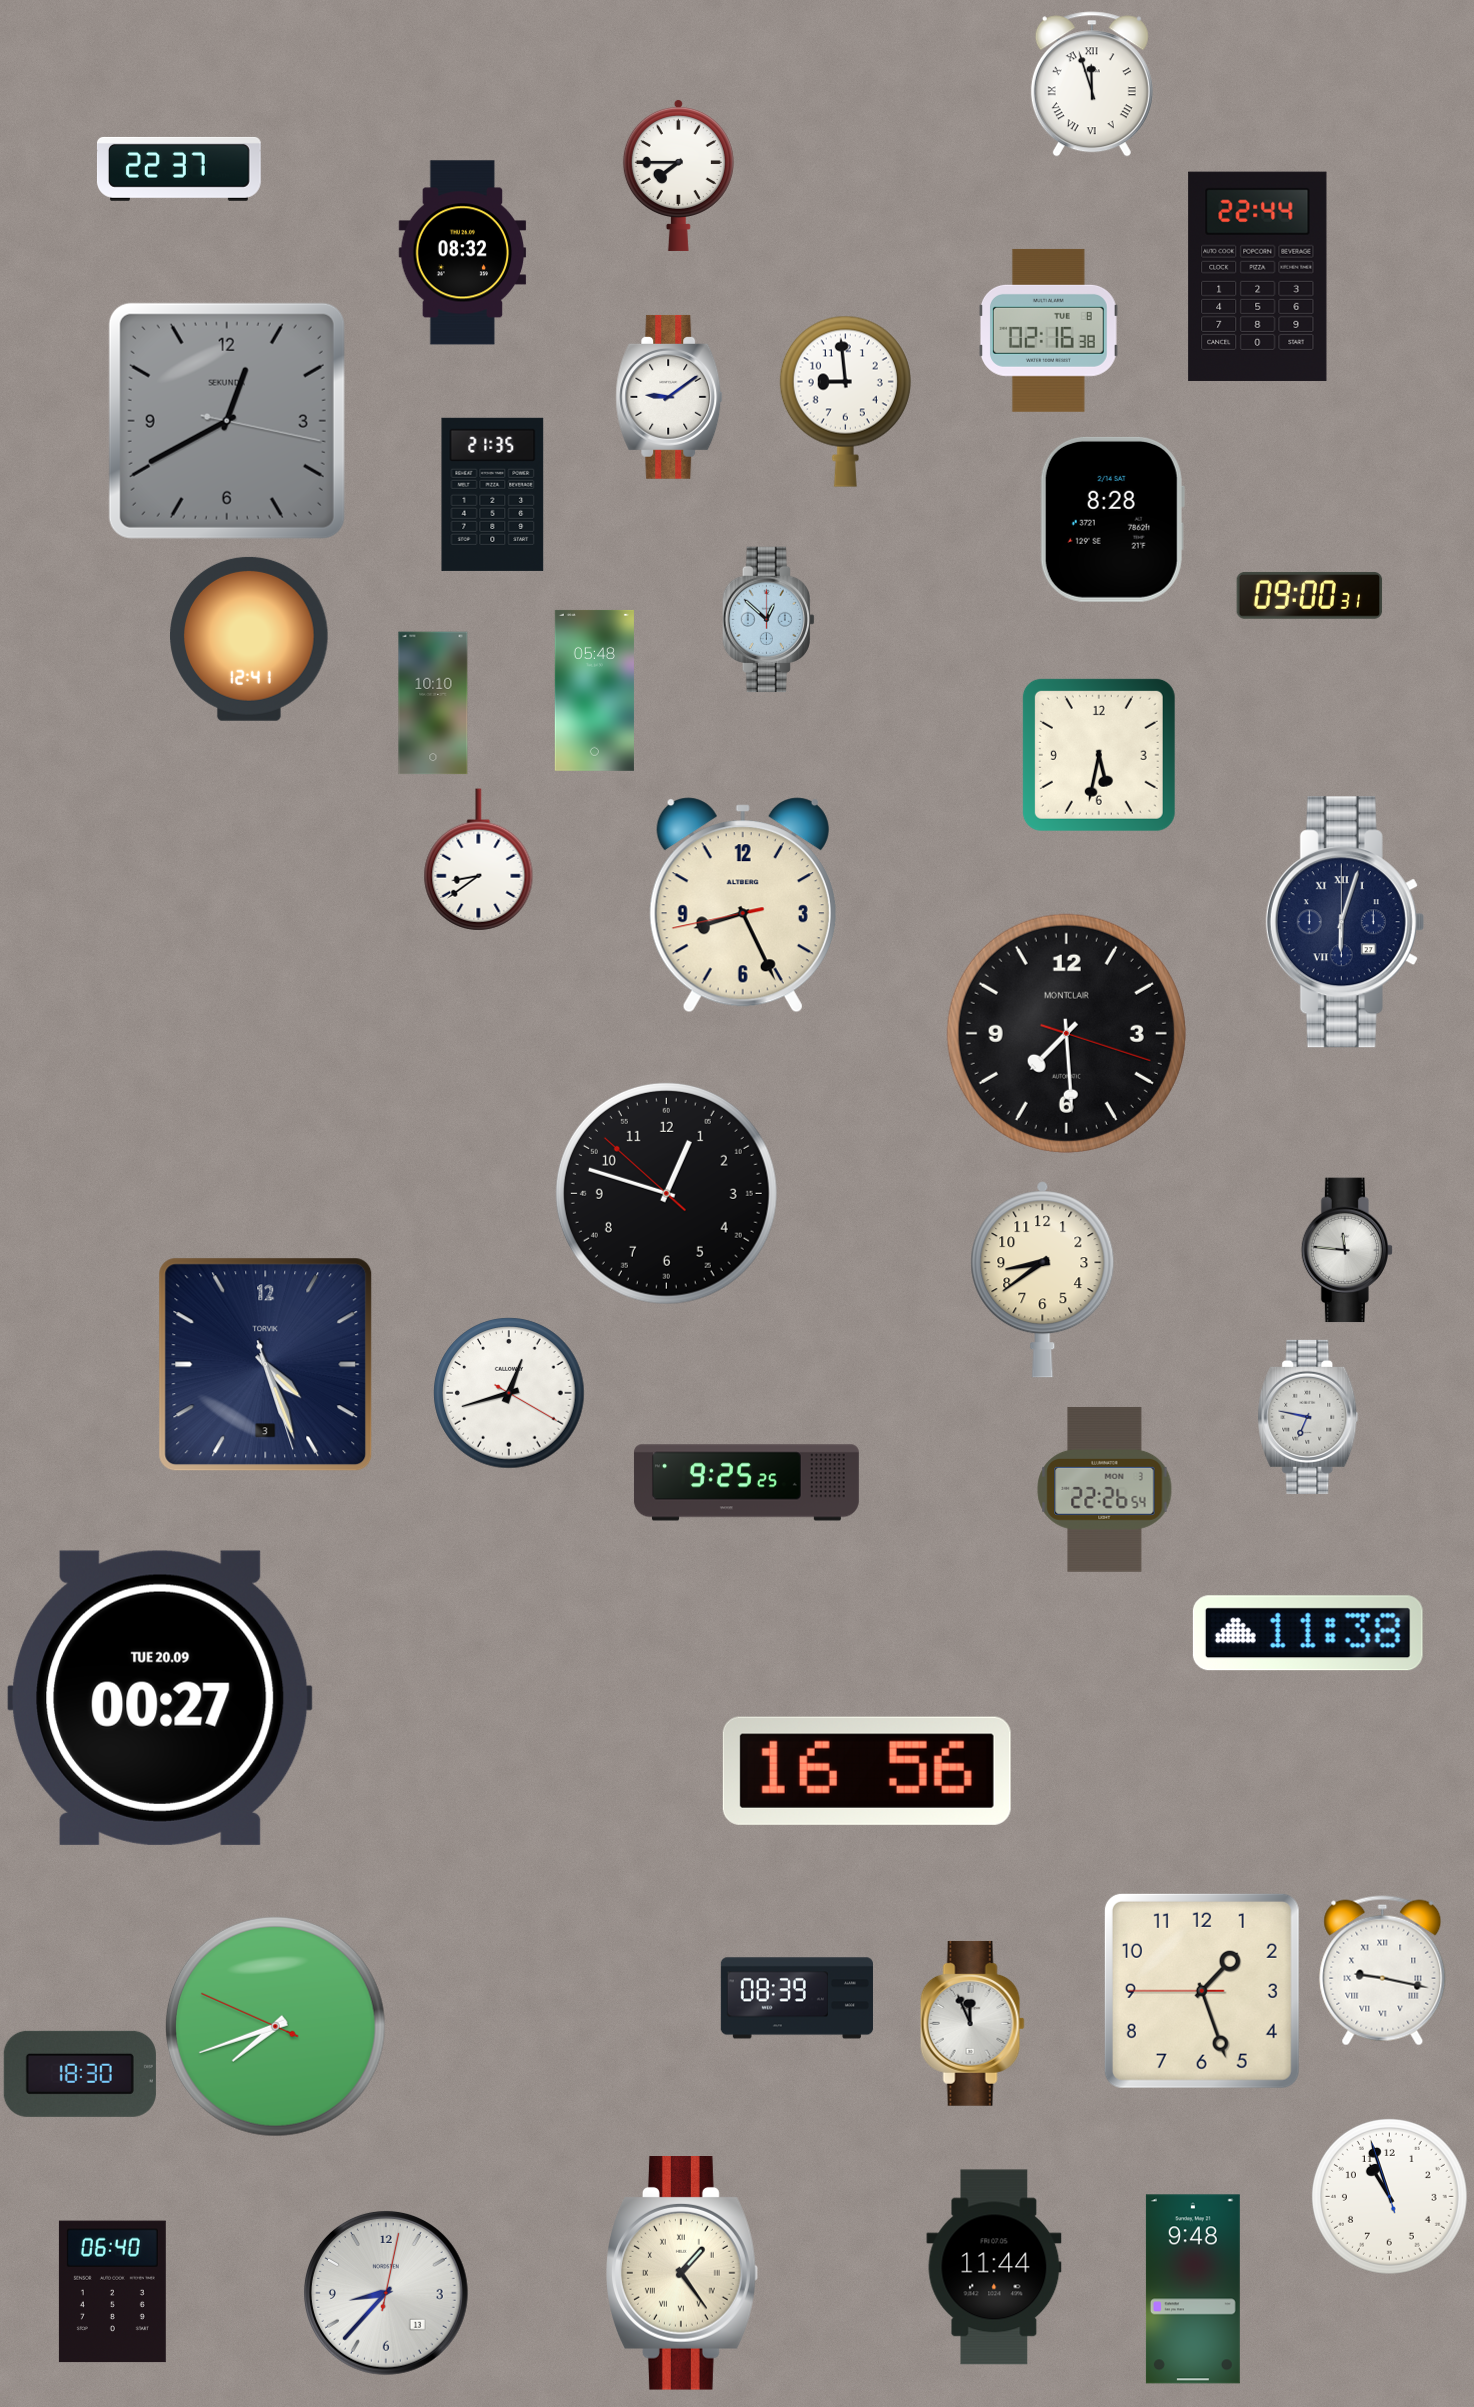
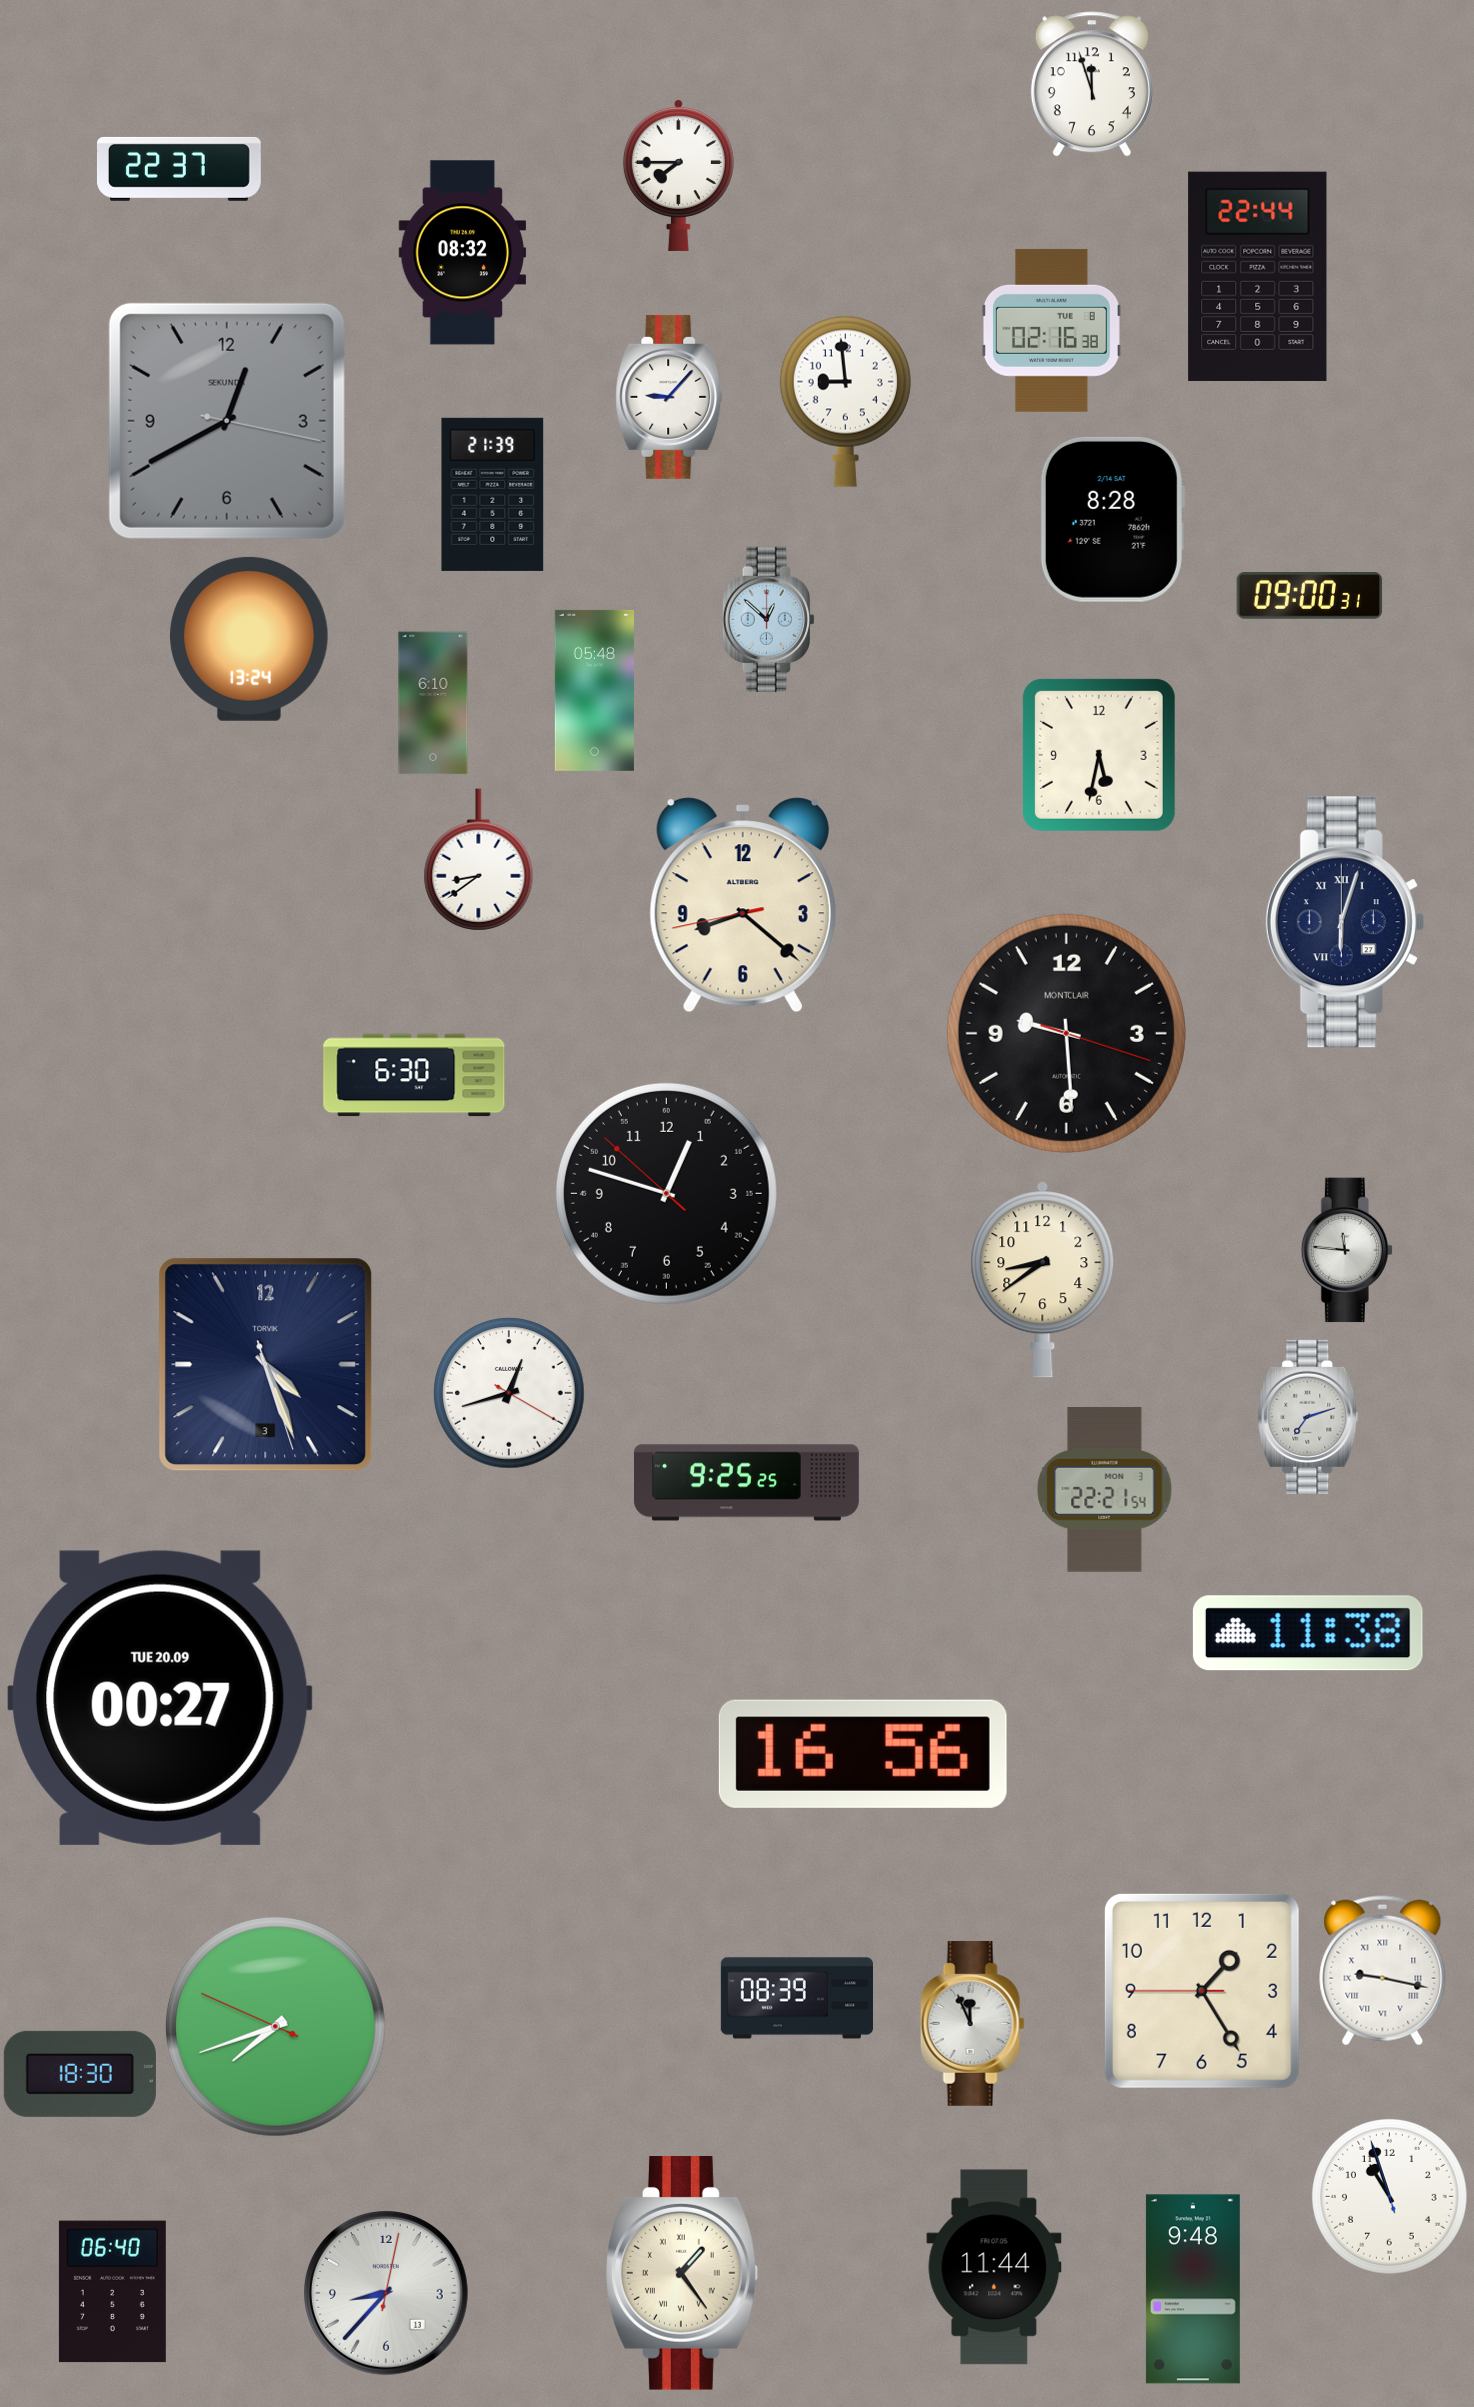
clock at (1092, 84) numerals: Roman -> Arabic
clock at (1048, 330) position: (1048, 330) -> (1051, 330)
clock at (669, 397): 9:09 -> 9:07
clock at (493, 494): 21:35 -> 21:39
clock at (249, 639): 12:41 -> 13:24
clock at (433, 703): 10:10 -> 6:10
clock at (743, 905): 8:25 -> 8:21
clock at (1066, 1033): 7:29 -> 9:29
clock at (414, 1075): none -> 6:30
clock at (1308, 1417): 6:47 -> 7:12
clock at (1105, 1489): 22:26 -> 22:21
clock at (867, 1771) position: (867, 1771) -> (863, 1754)
clock at (1202, 1991): 1:26 -> 1:24
